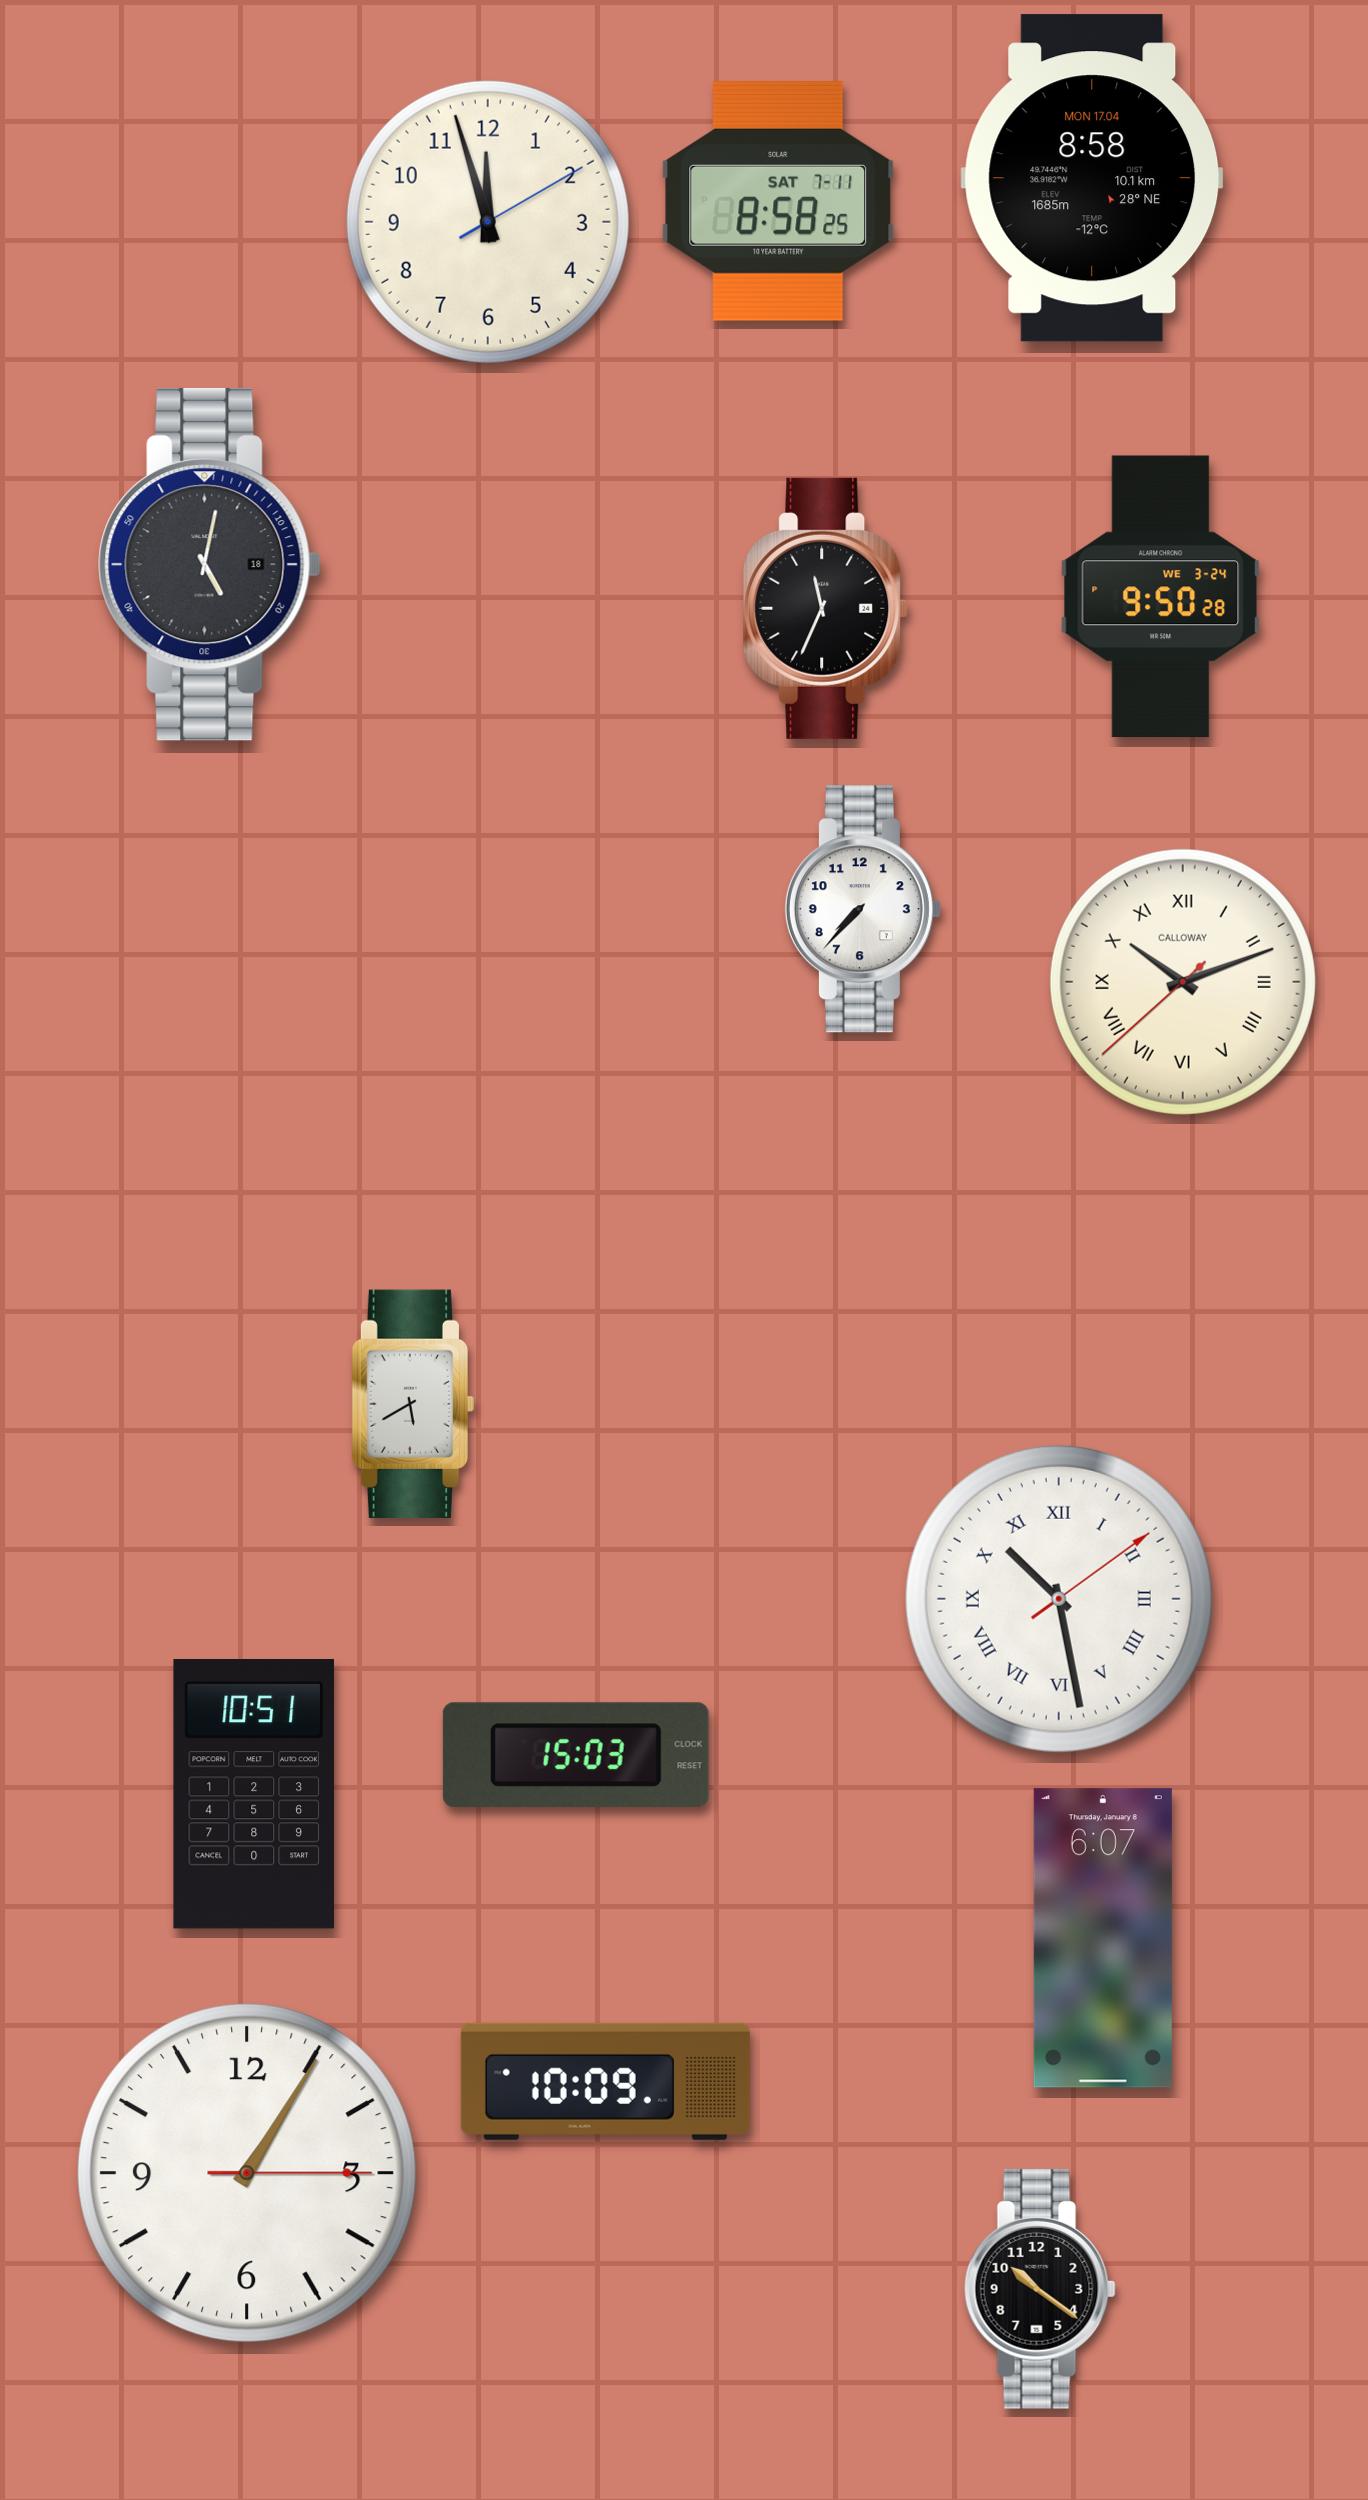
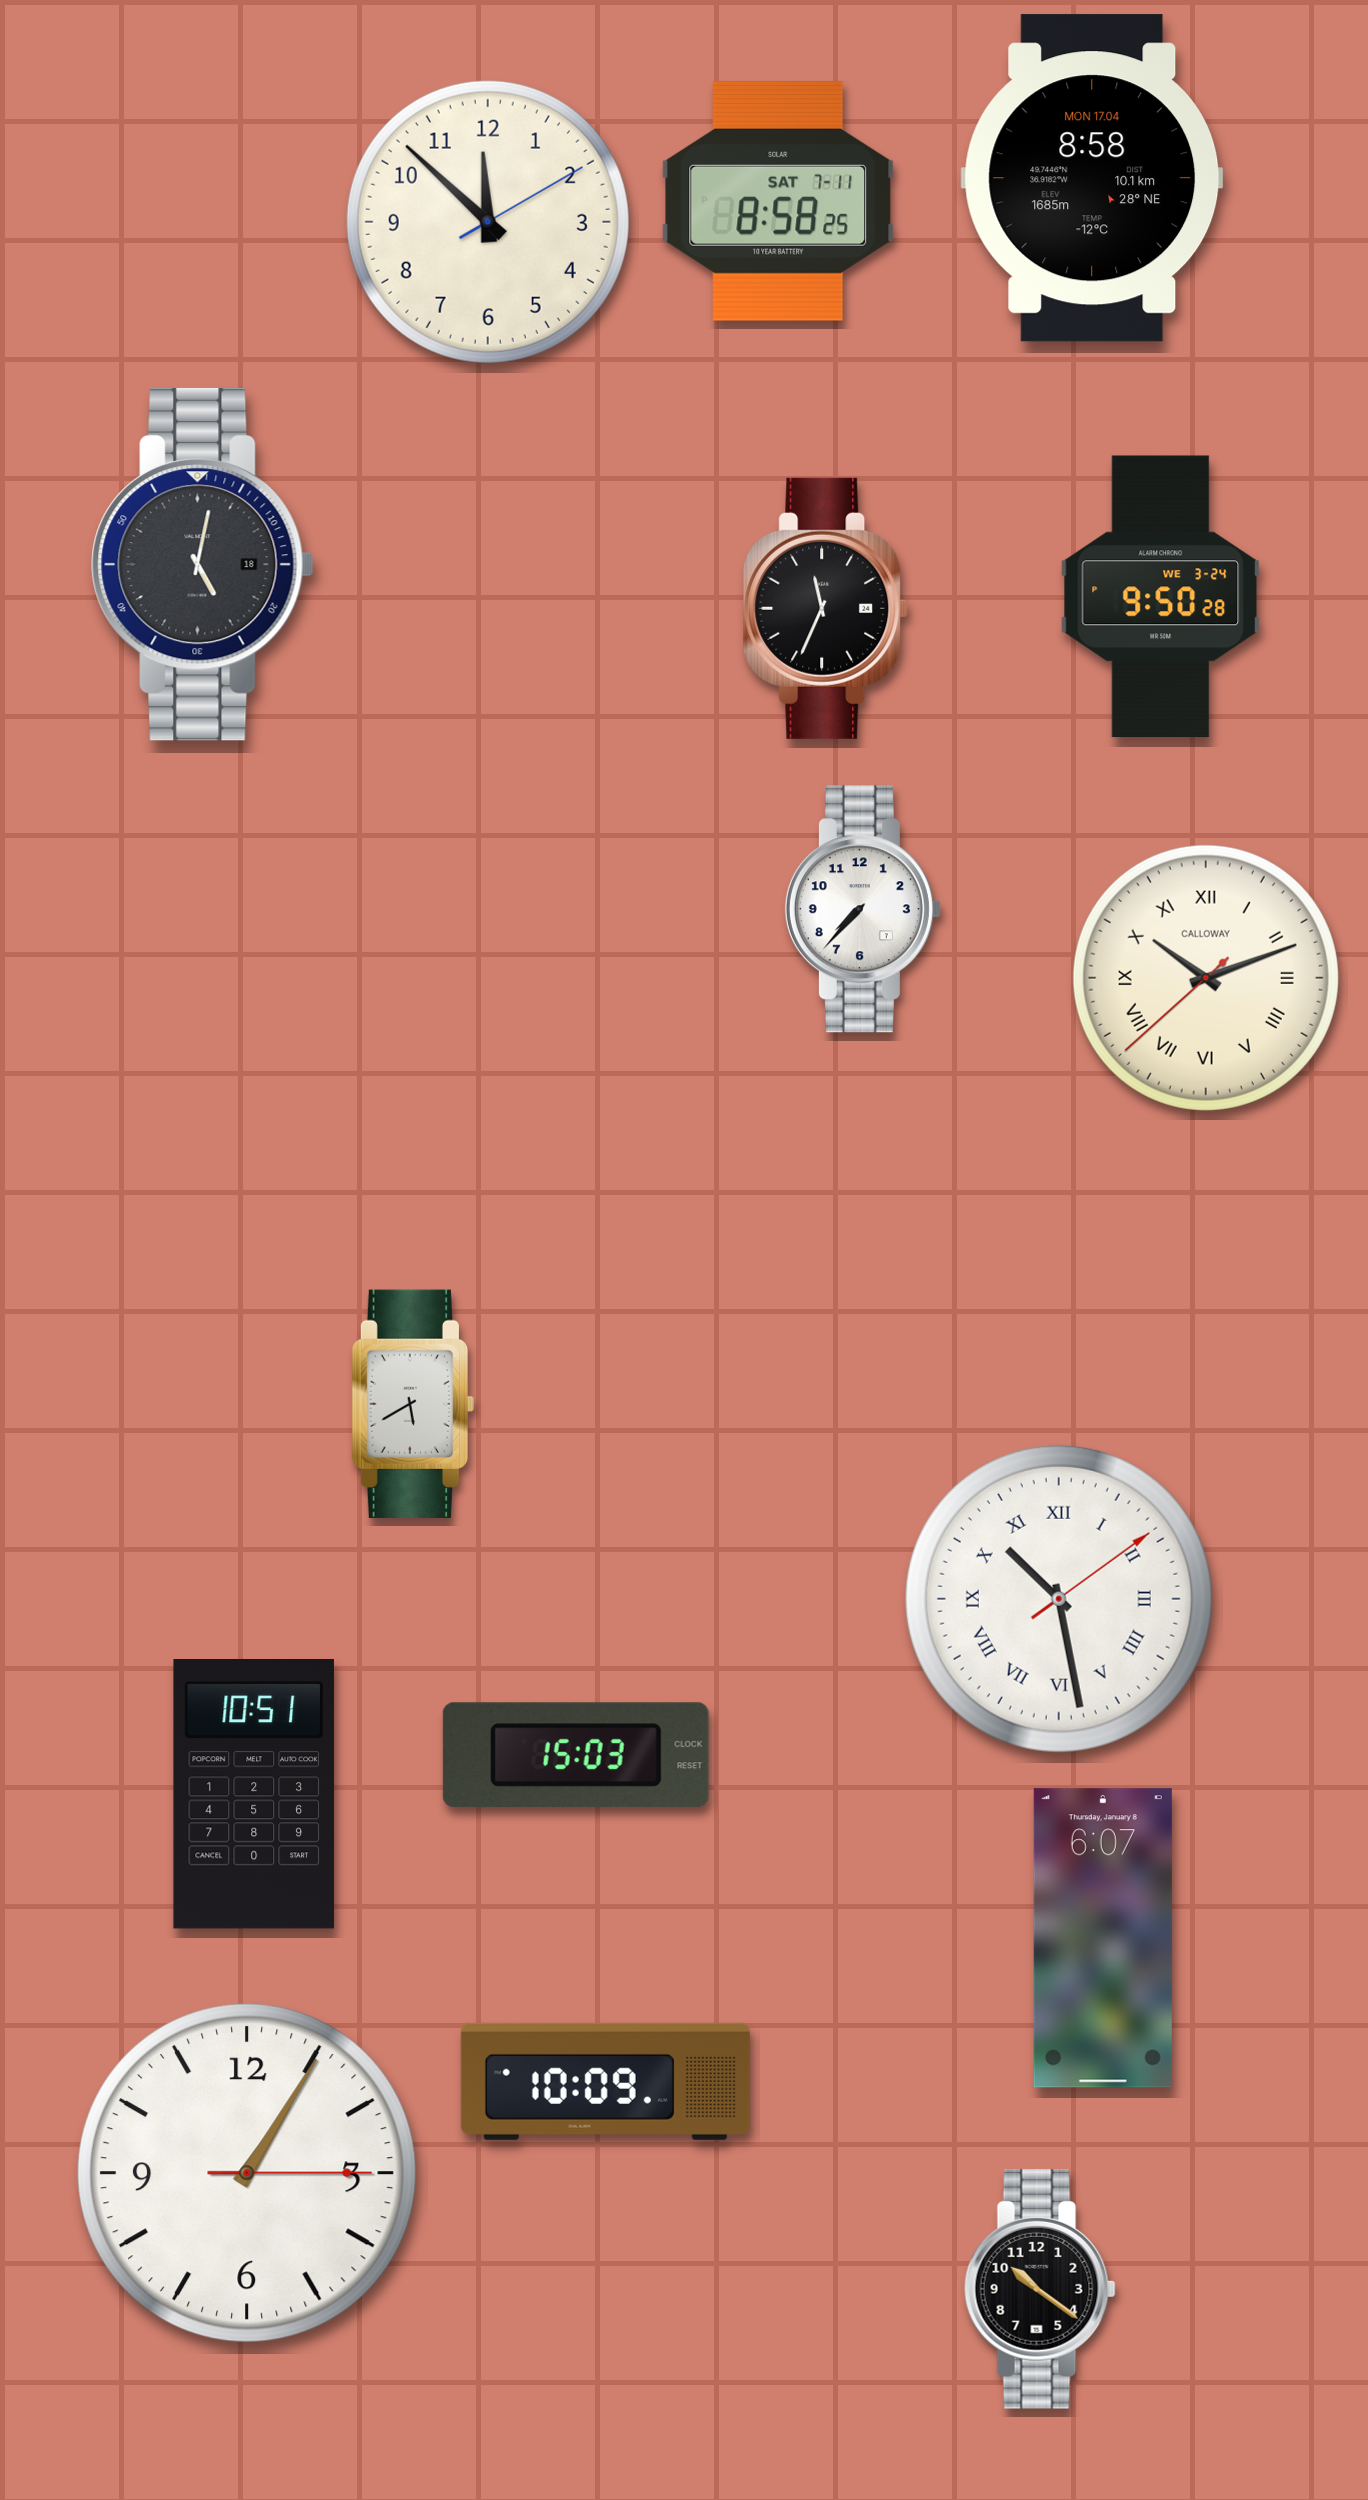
clock at (488, 222): 11:57 -> 11:52
clock at (210, 564) position: (210, 564) -> (203, 564)
clock at (1183, 982) position: (1183, 982) -> (1206, 978)
